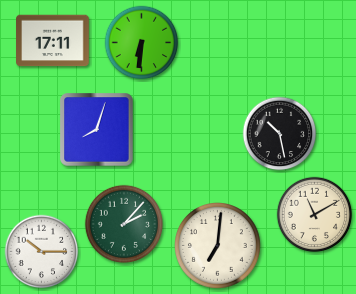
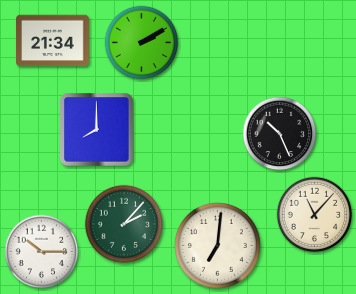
clock at (53, 41): 17:11 -> 21:34
clock at (142, 43): 6:31 -> 2:10
clock at (97, 130): 8:03 -> 8:00
clock at (280, 134): 10:28 -> 10:26
clock at (315, 215): 11:10 -> 11:07
